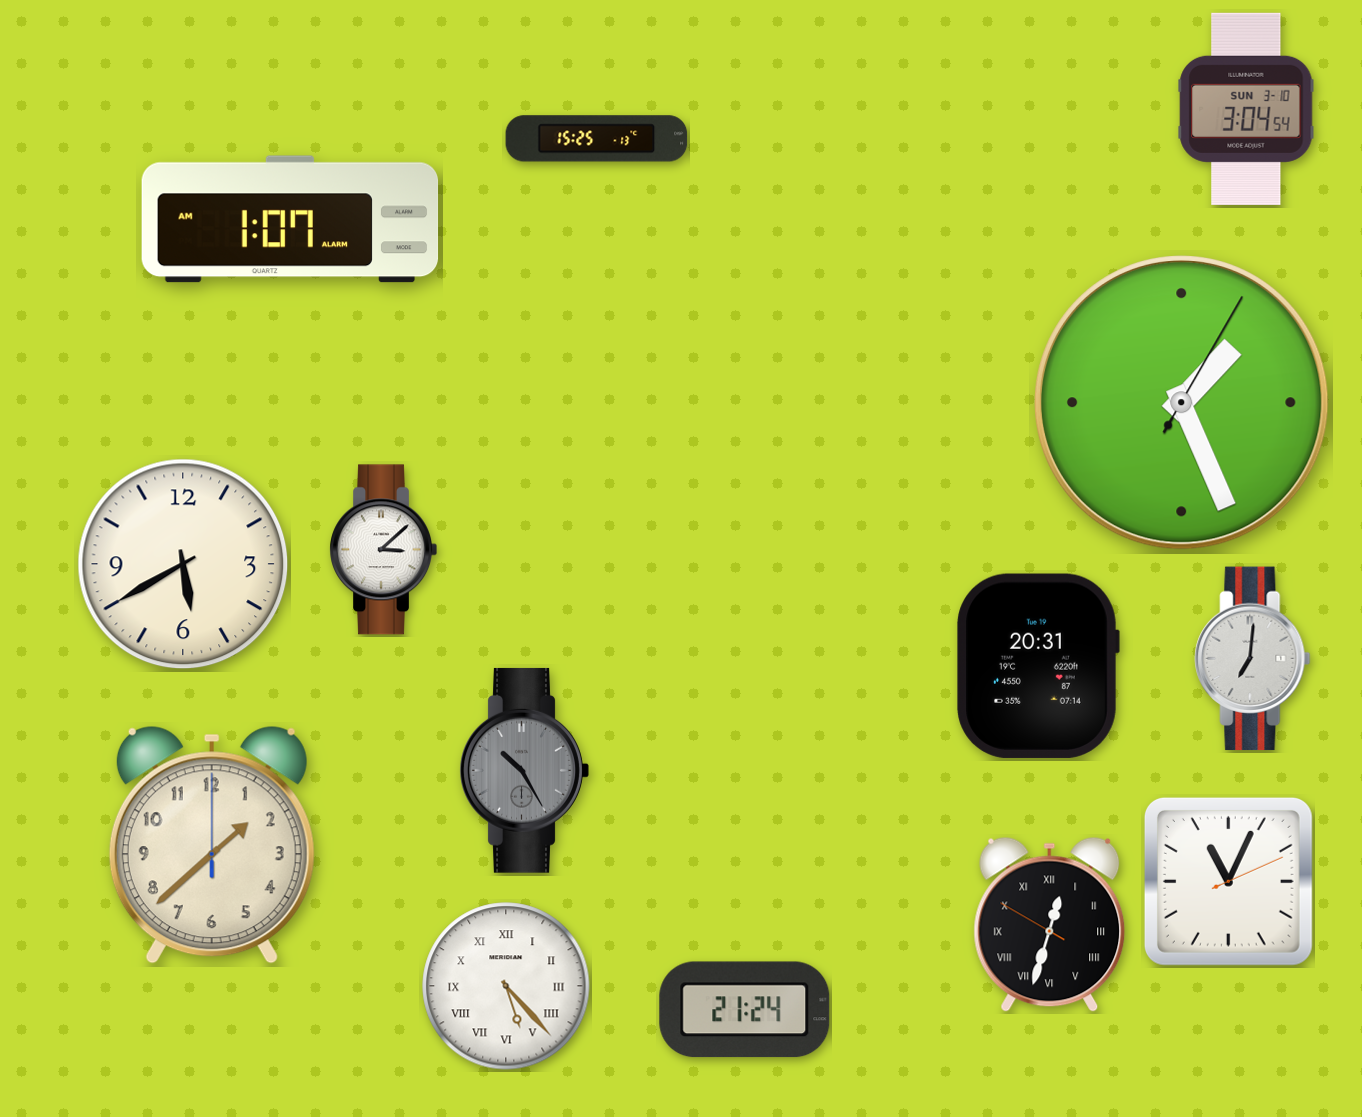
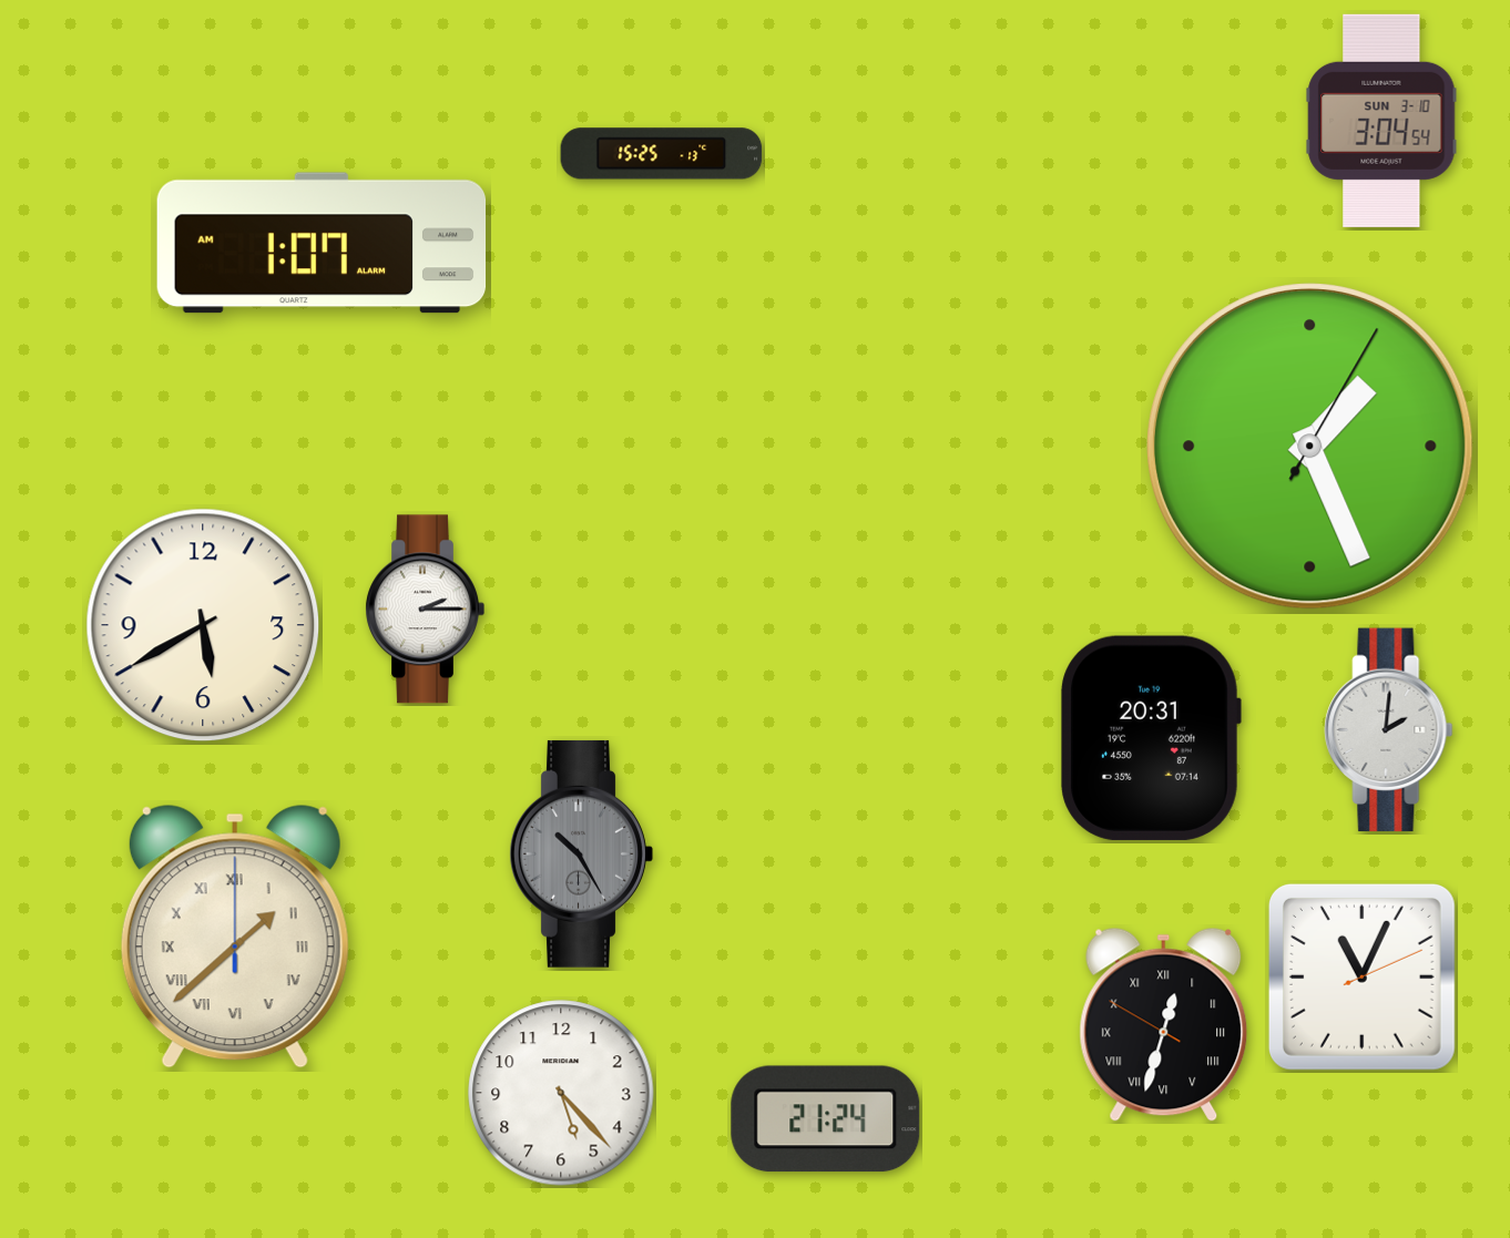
clock at (383, 550): 3:08 -> 2:15
clock at (1253, 659): 7:01 -> 2:01
clock at (212, 845) numerals: Arabic -> Roman
clock at (506, 986) numerals: Roman -> Arabic
